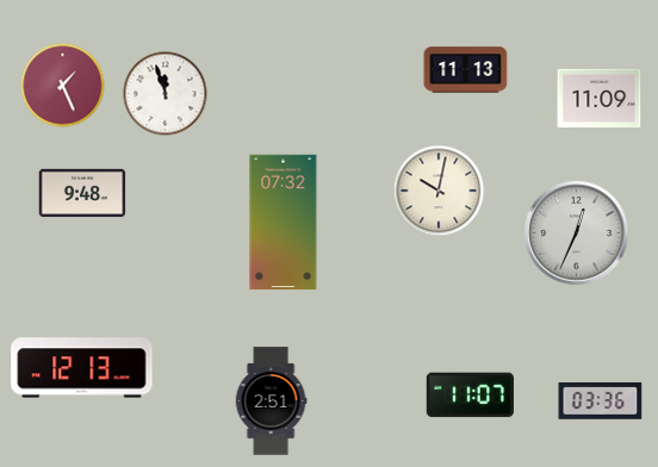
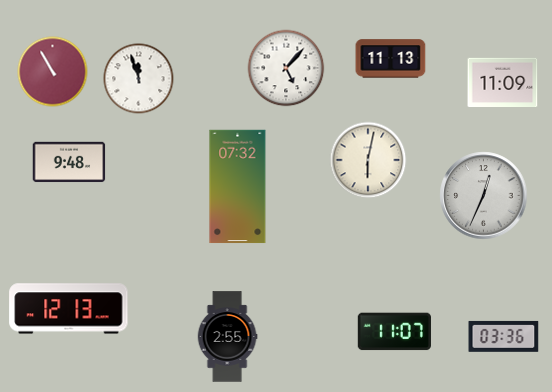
clock at (286, 68): none -> 5:07
clock at (63, 86): 1:26 -> 10:55
clock at (439, 191): 10:02 -> 6:02
clock at (271, 401): 2:51 -> 2:55
